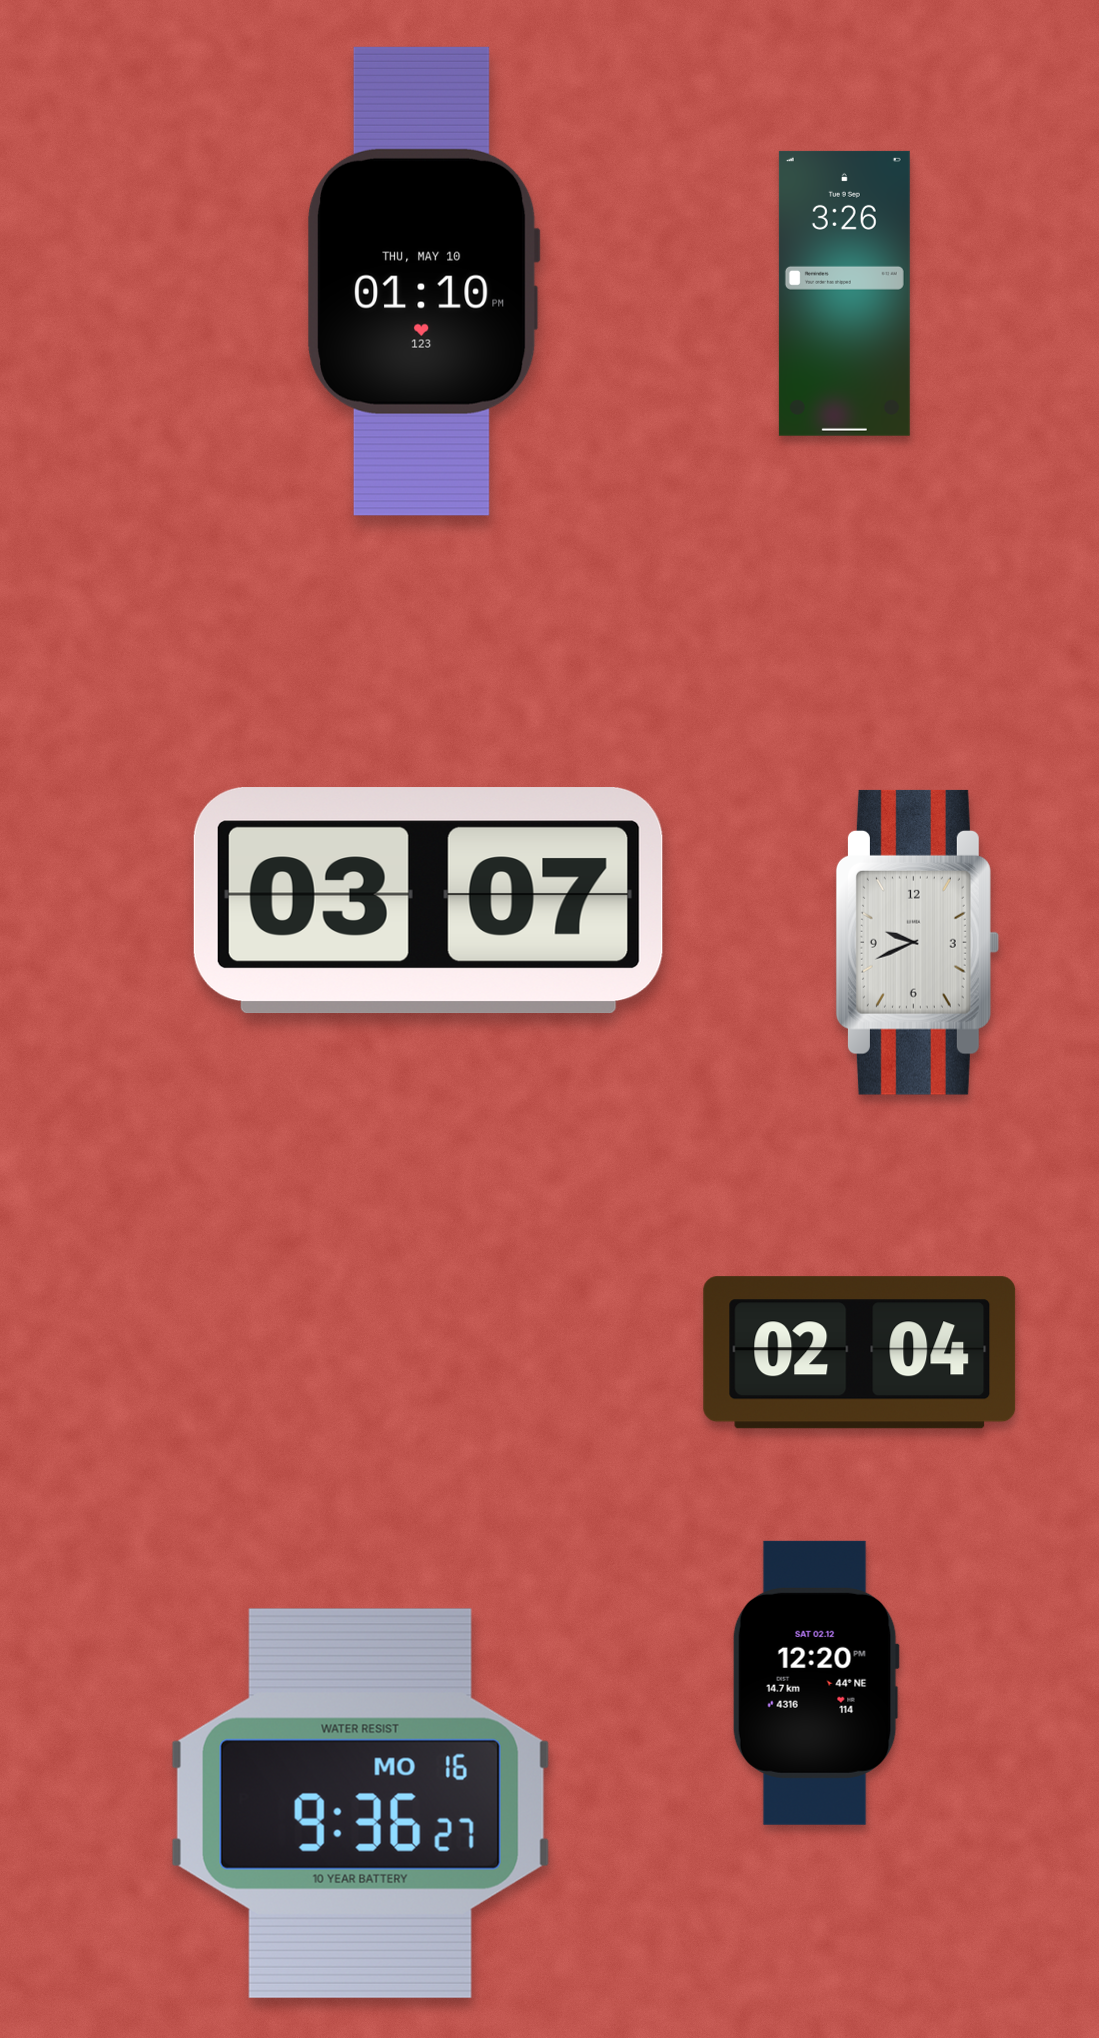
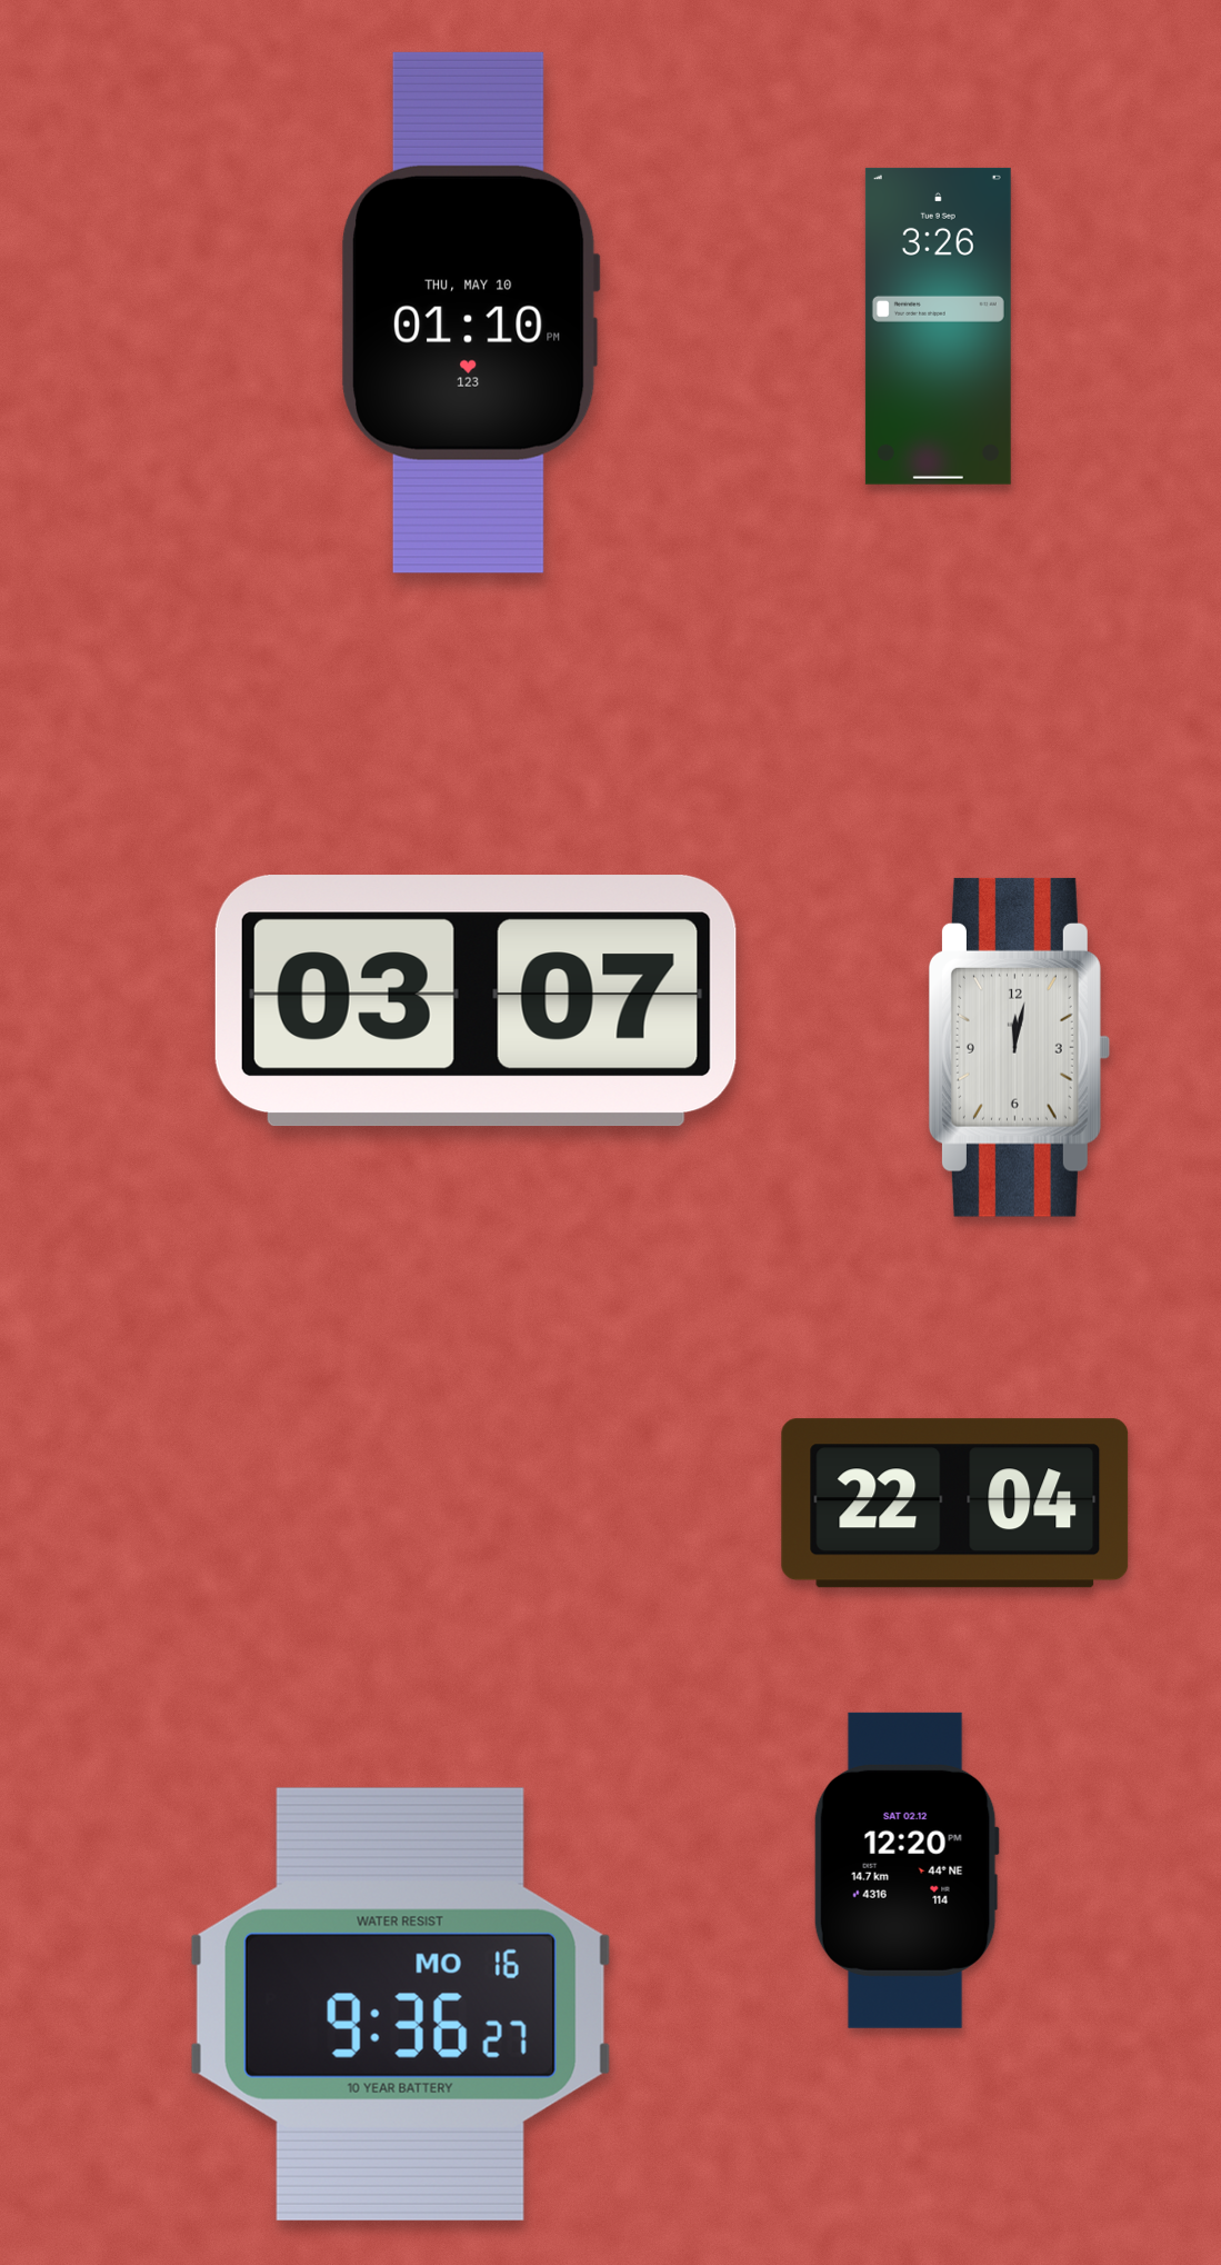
clock at (917, 942): 9:41 -> 12:02
clock at (860, 1353): 02:04 -> 22:04
